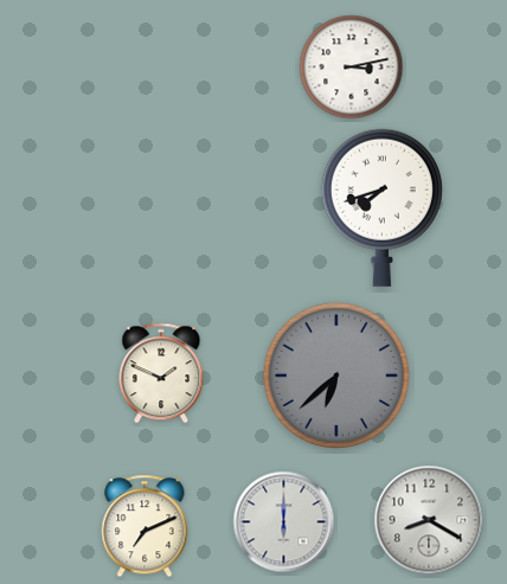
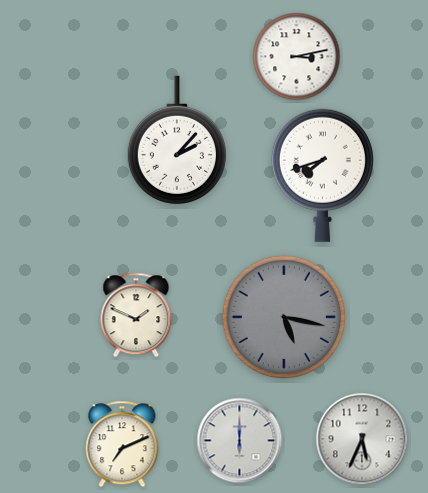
clock at (177, 140): none -> 2:07
clock at (335, 374): 6:38 -> 5:17
clock at (429, 520): 8:20 -> 5:34
